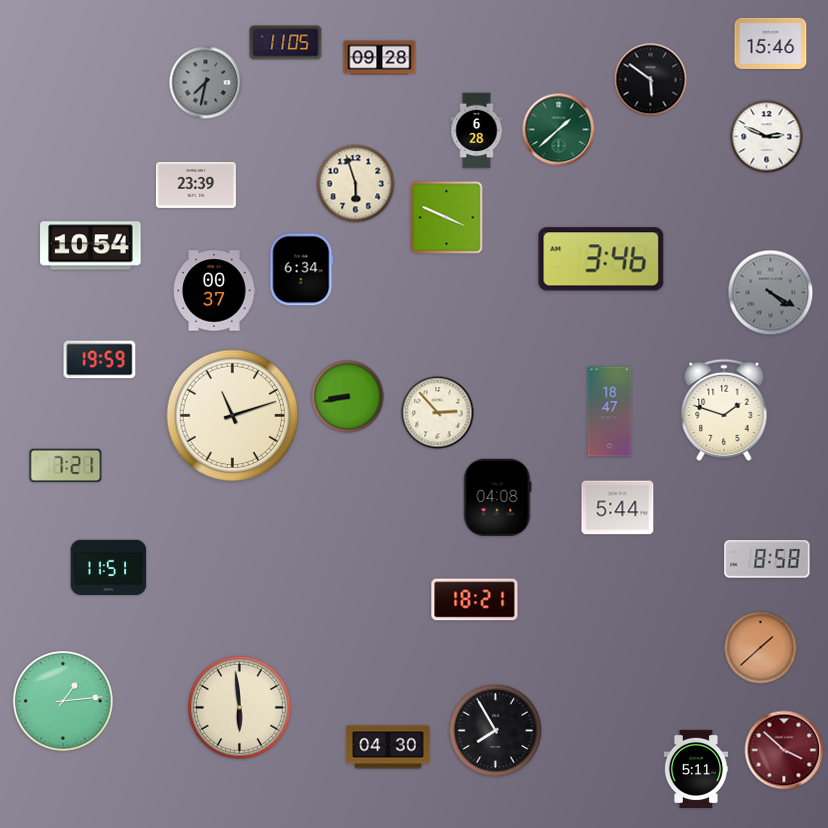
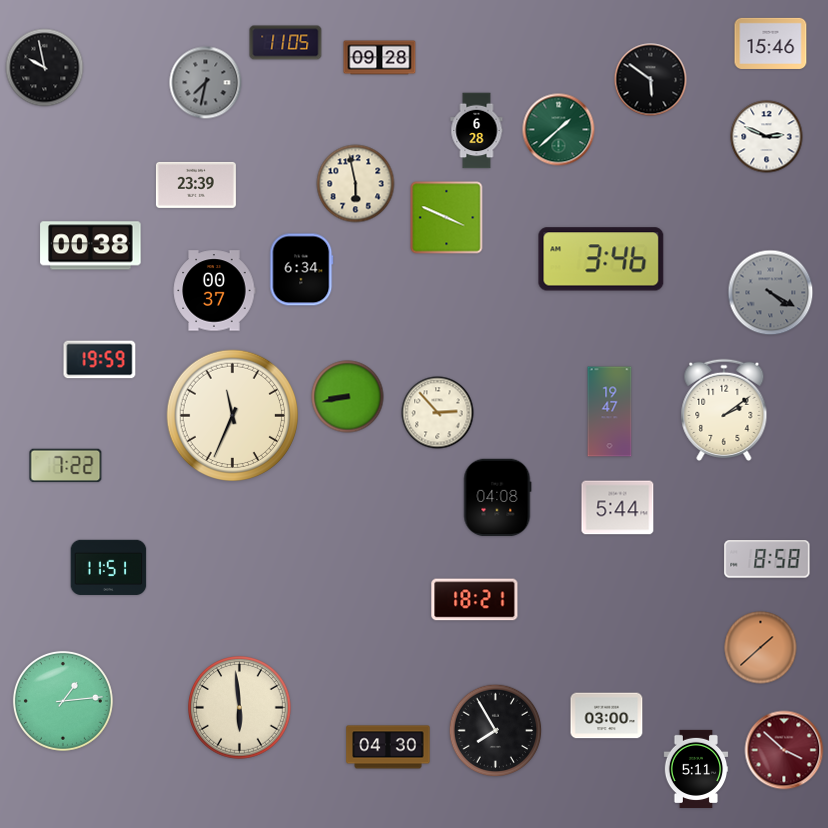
clock at (45, 68): none -> 9:58
clock at (356, 184): 5:57 -> 5:58
clock at (91, 246): 10:54 -> 00:38
clock at (724, 410): 1:48 -> 2:09
clock at (610, 412): 18:47 -> 19:47
clock at (232, 415): 11:12 -> 11:34
clock at (66, 466): 7:21 -> 7:22
clock at (607, 716): none -> 03:00
